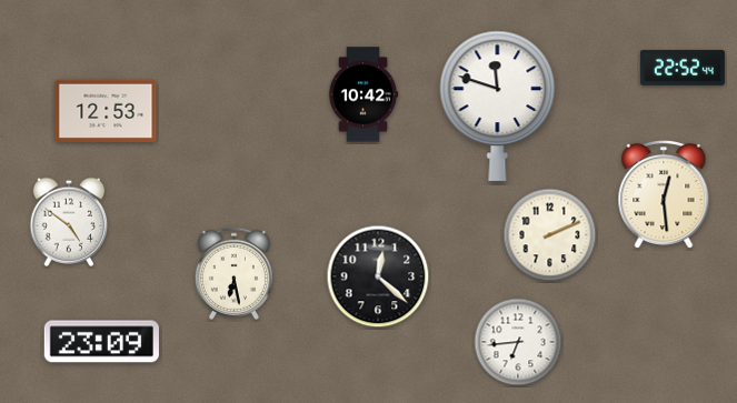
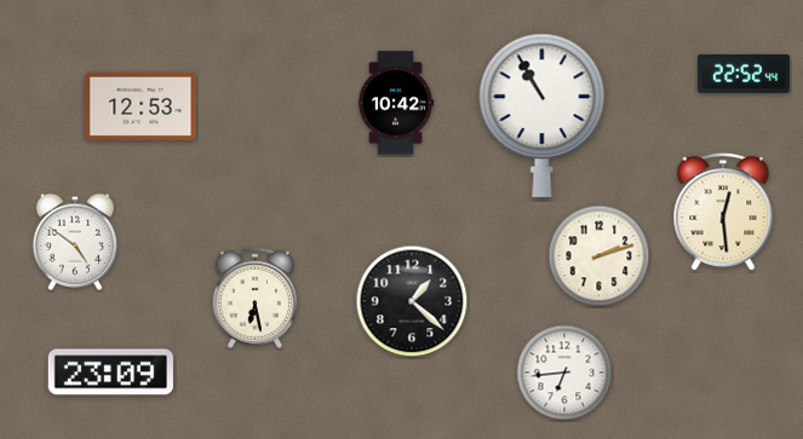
clock at (498, 105): 11:48 -> 10:55
clock at (106, 111) position: (106, 111) -> (140, 106)
clock at (550, 235): 2:11 -> 2:12
clock at (378, 276): 12:22 -> 1:22
